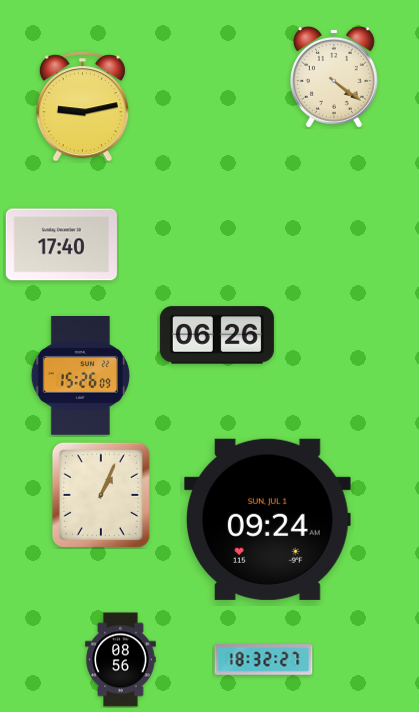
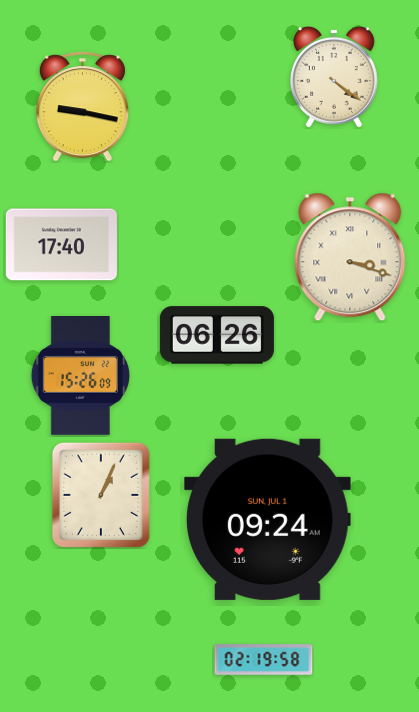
clock at (82, 107): 9:13 -> 9:17
clock at (350, 257): none -> 3:18
clock at (121, 660): 08:56 -> none
clock at (264, 660): 18:32 -> 02:19
